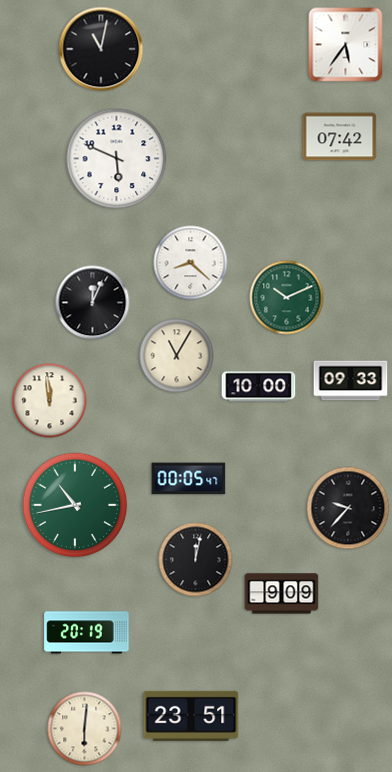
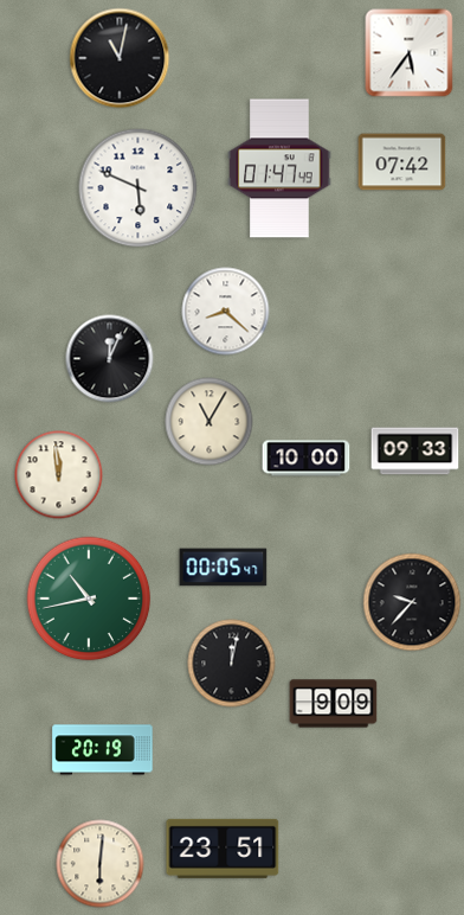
clock at (279, 168): none -> 01:47
clock at (287, 298): 10:11 -> none
clock at (191, 716) position: (191, 716) -> (223, 849)
